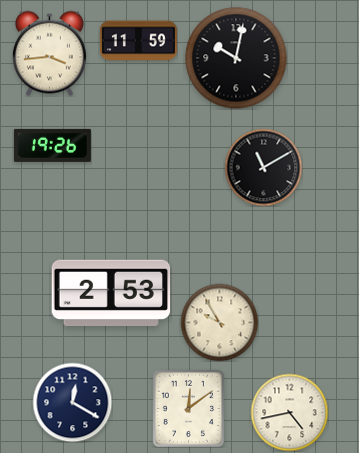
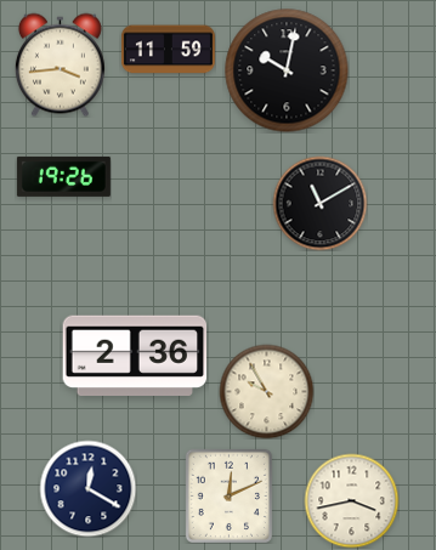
clock at (111, 292): 2:53 -> 2:36
clock at (188, 408): 12:09 -> 12:11
clock at (289, 412): 4:43 -> 3:43
